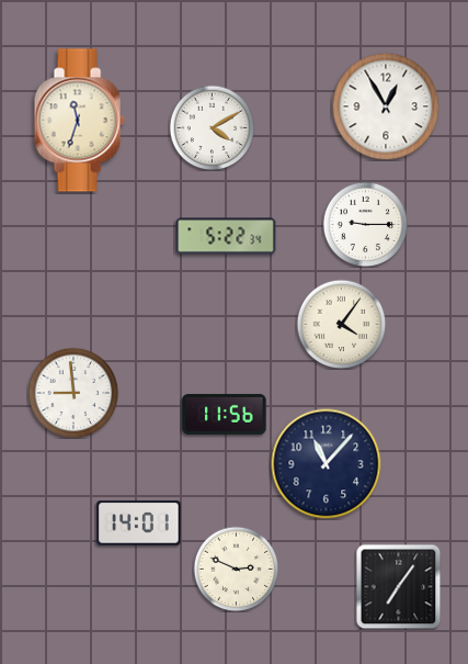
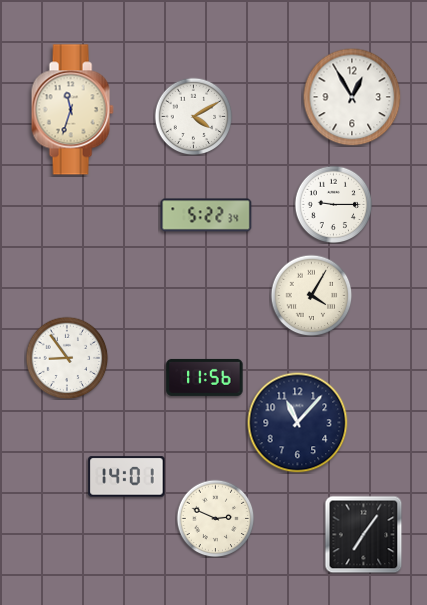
clock at (341, 324): 4:06 -> 4:05
clock at (73, 393): 8:59 -> 8:54
